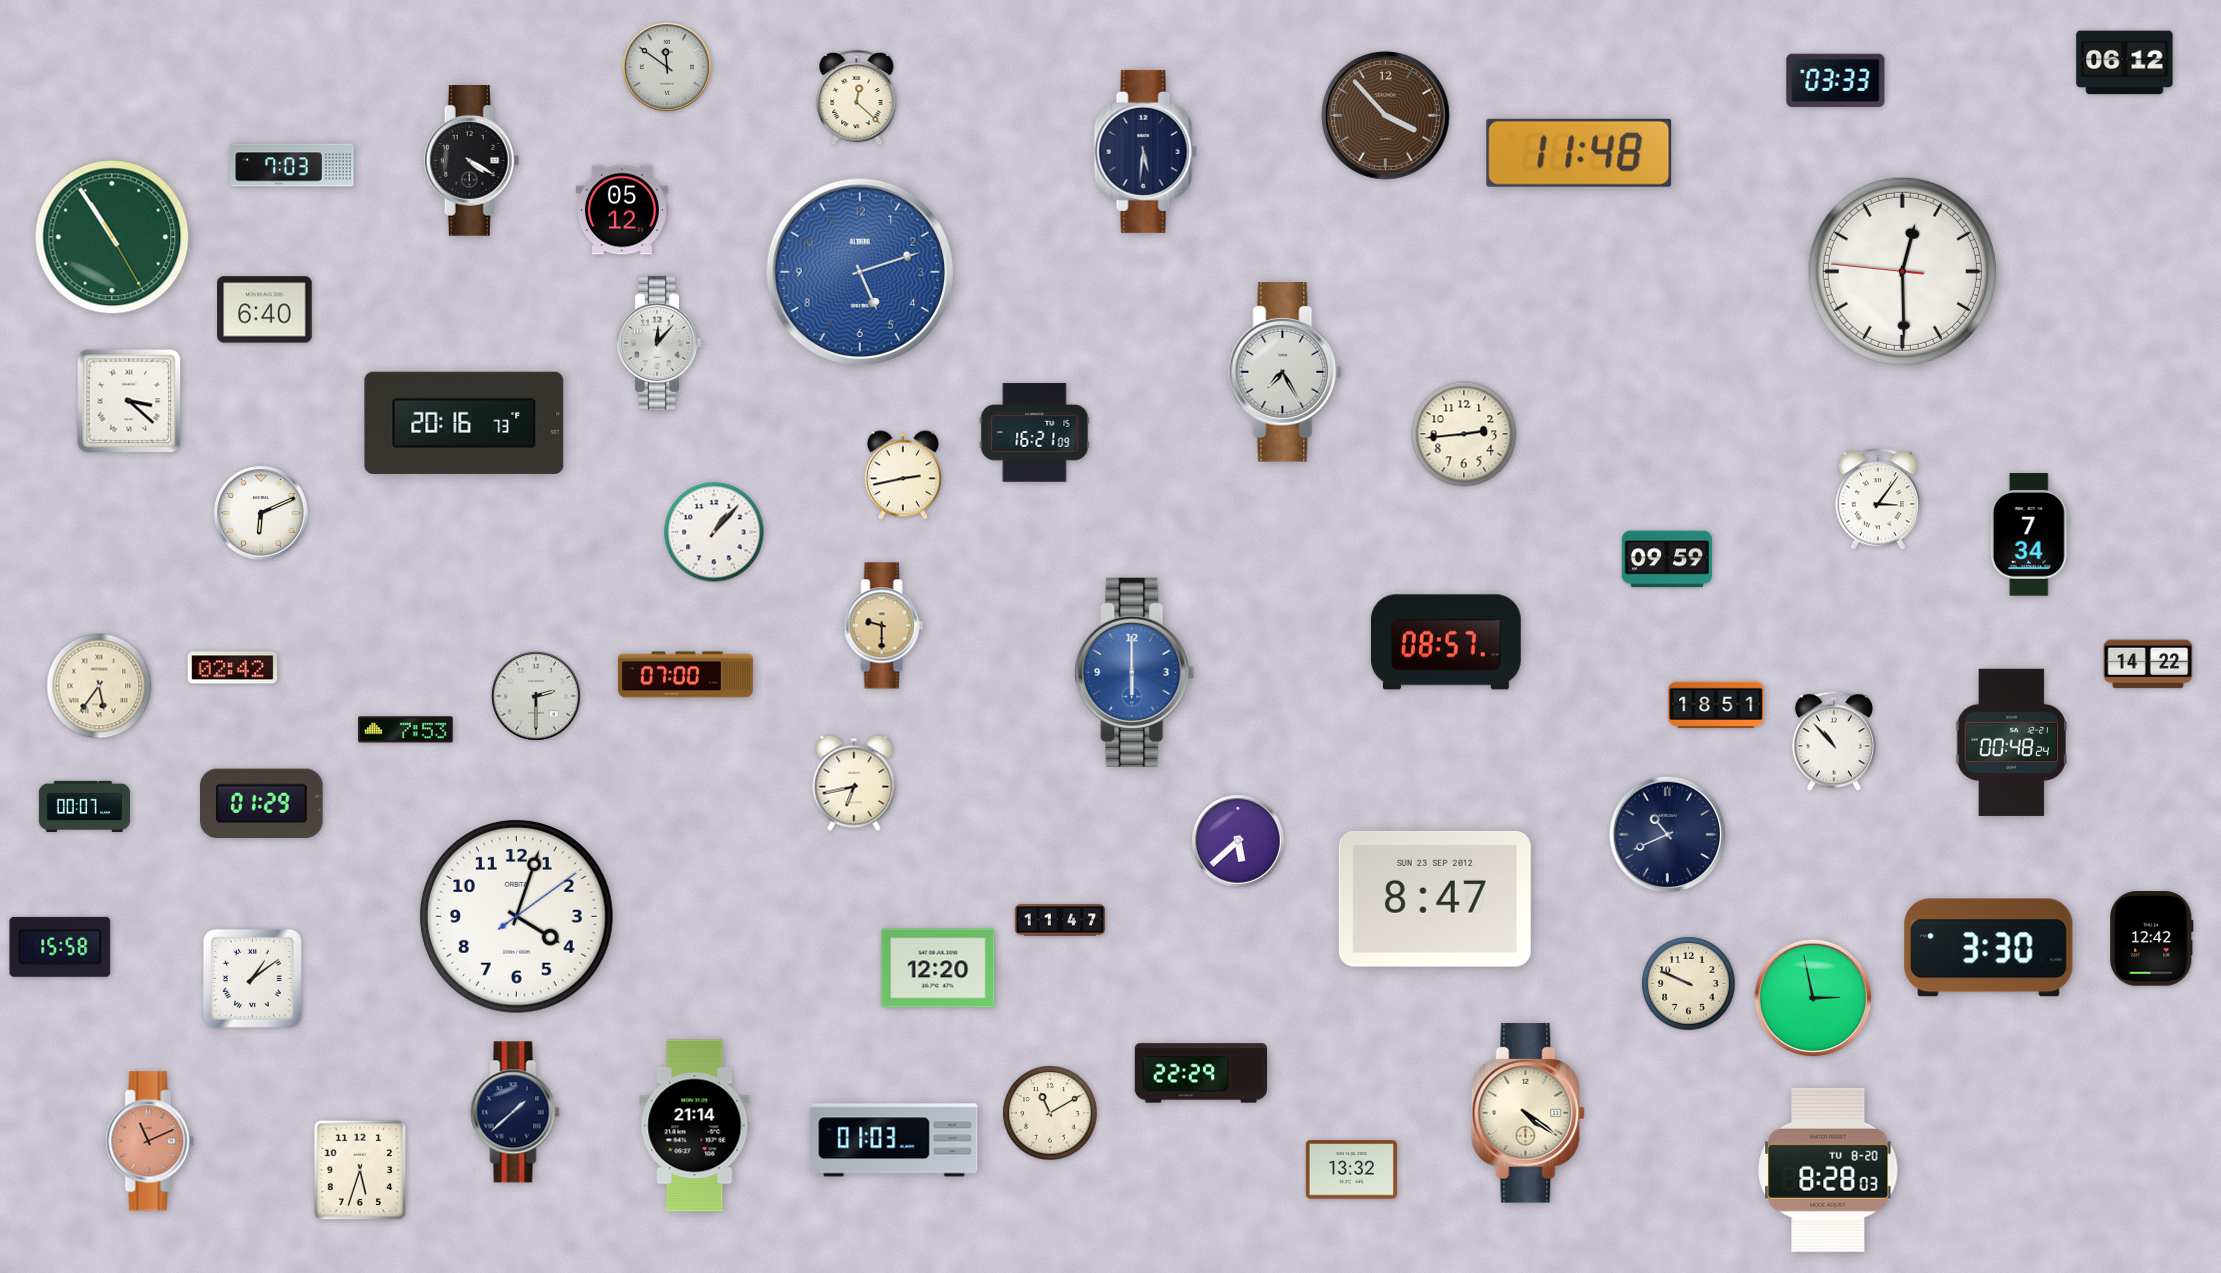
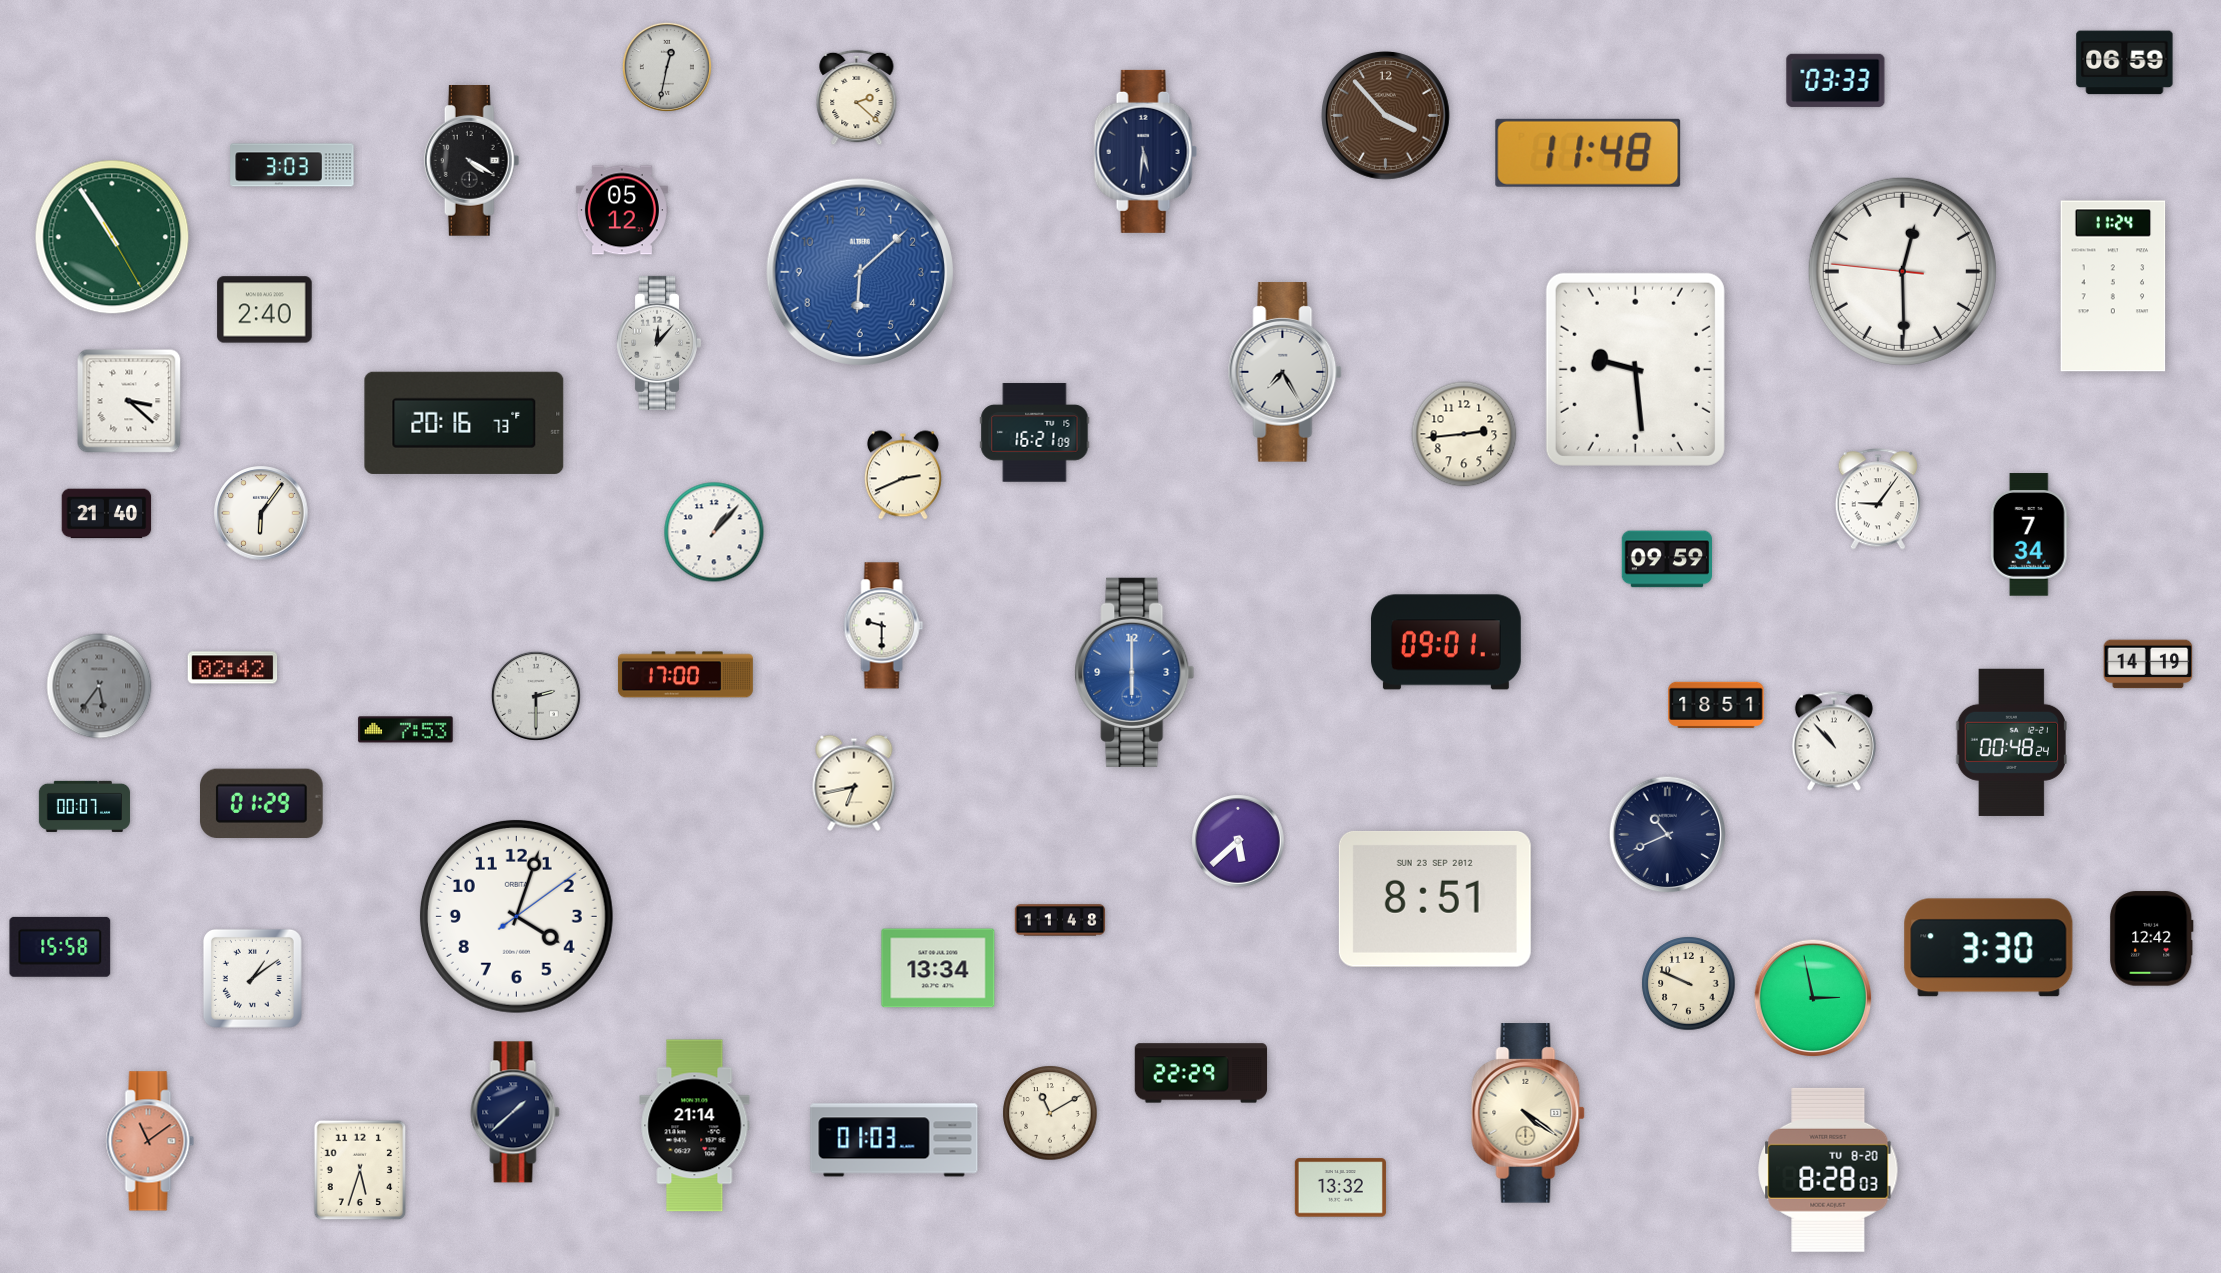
clock at (2125, 63): 06:12 -> 06:59
clock at (667, 67): 11:51 -> 12:32
clock at (857, 98): 12:22 -> 2:22
clock at (1579, 153) position: (1579, 153) -> (1588, 153)
clock at (292, 165): 7:03 -> 3:03
clock at (859, 271): 5:12 -> 6:08
clock at (2113, 286): none -> 11:24
clock at (265, 310): 6:40 -> 2:40
clock at (1635, 369): none -> 9:29
clock at (903, 475): 2:43 -> 2:41
clock at (1878, 499): 3:06 -> 9:06
clock at (261, 513): 6:11 -> 6:06
clock at (107, 514): none -> 21:40
clock at (884, 626) dial: champagne -> white
clock at (1446, 642): 08:57 -> 09:01
clock at (2148, 664): 14:22 -> 14:19
clock at (685, 675): 07:00 -> 17:00
clock at (99, 686) dial: cream -> grey
clock at (1435, 899): 8:47 -> 8:51
clock at (1060, 920): 11:47 -> 11:48
clock at (938, 968): 12:20 -> 13:34
clock at (150, 1141): 11:11 -> 11:09
clock at (1351, 1170) position: (1351, 1170) -> (1340, 1188)
